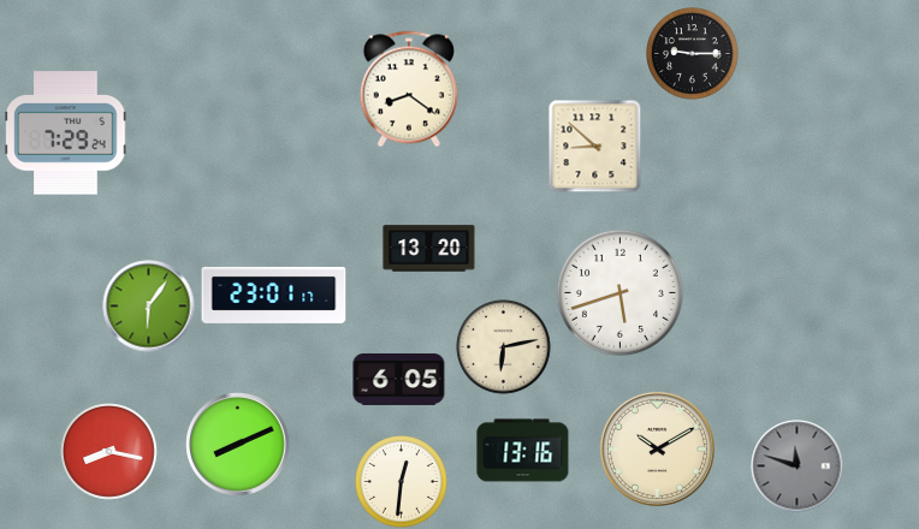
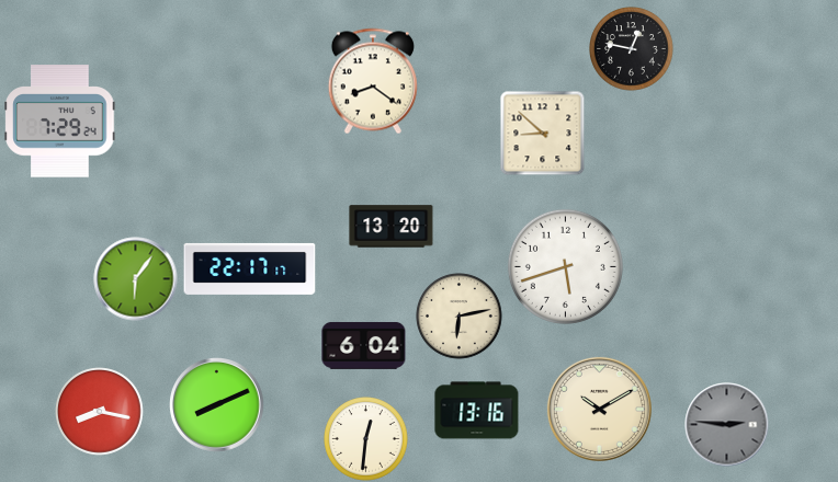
clock at (693, 54): 9:15 -> 12:47
clock at (274, 295): 23:01 -> 22:17
clock at (399, 379): 6:05 -> 6:04
clock at (798, 466): 11:48 -> 2:46
